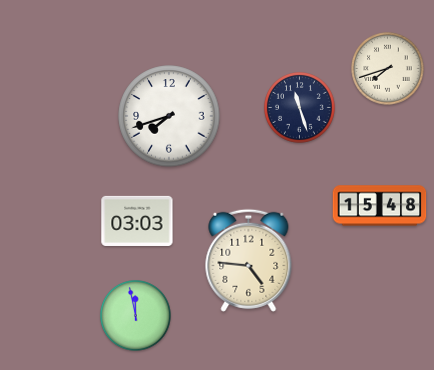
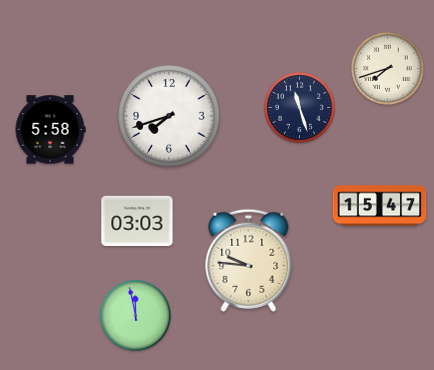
clock at (50, 130): none -> 5:58
clock at (380, 206): 15:48 -> 15:47
clock at (249, 260): 4:46 -> 9:46
